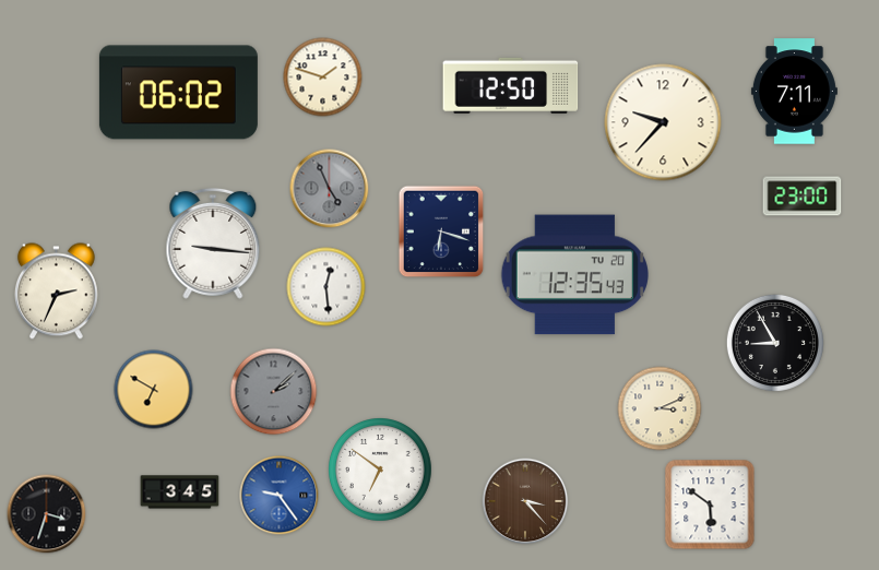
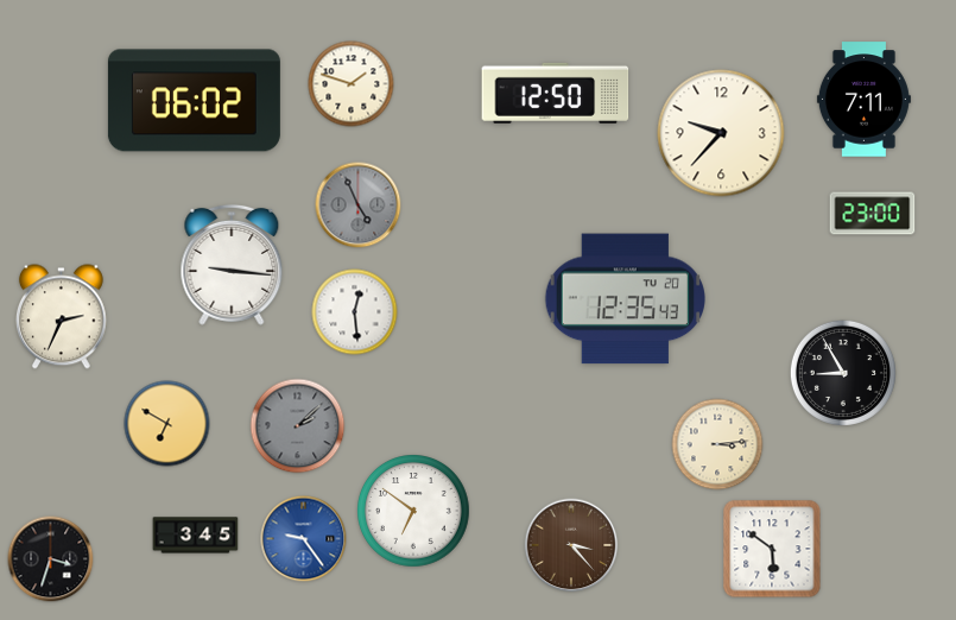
clock at (441, 231): 6:18 -> none
clock at (660, 408): 3:11 -> 3:14
